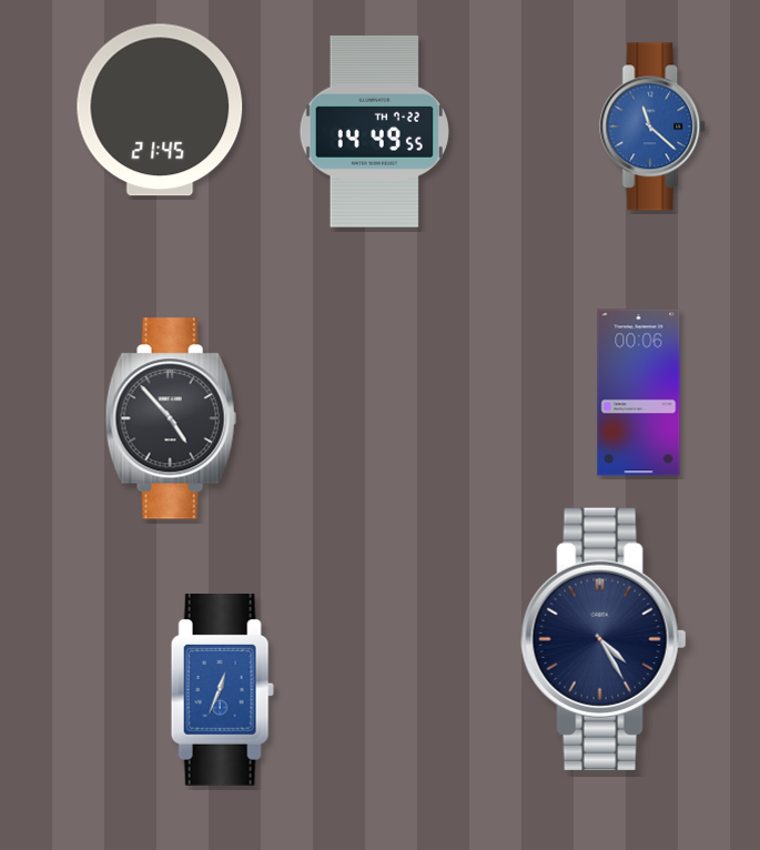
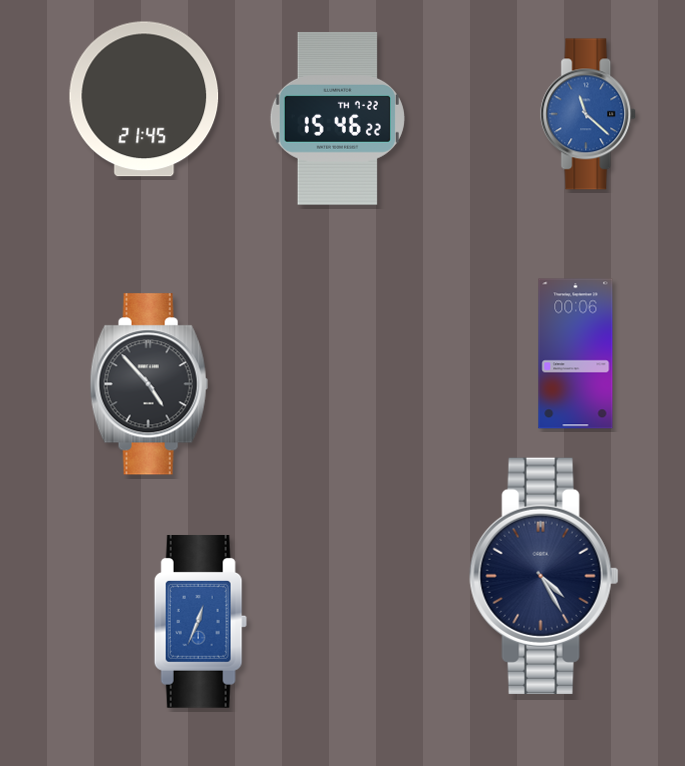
clock at (374, 131): 14:49 -> 15:46
clock at (171, 418) position: (171, 418) -> (149, 384)
